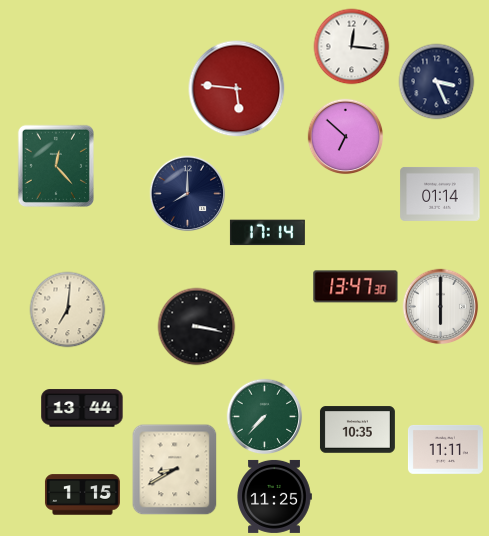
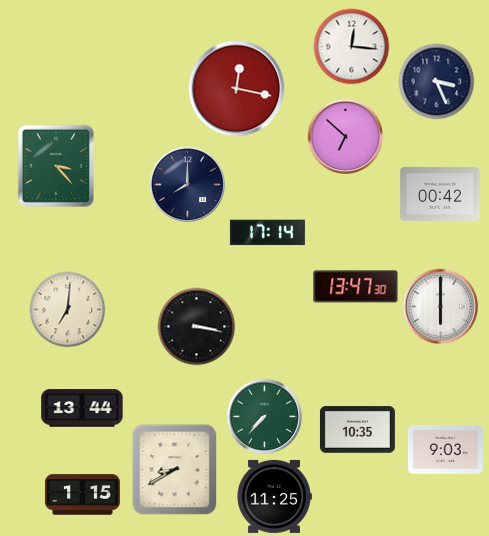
clock at (237, 89): 5:46 -> 12:17
clock at (55, 165): 12:23 -> 3:23
clock at (188, 194) position: (188, 194) -> (188, 185)
clock at (440, 194): 01:14 -> 00:42
clock at (445, 450): 11:11 -> 9:03
